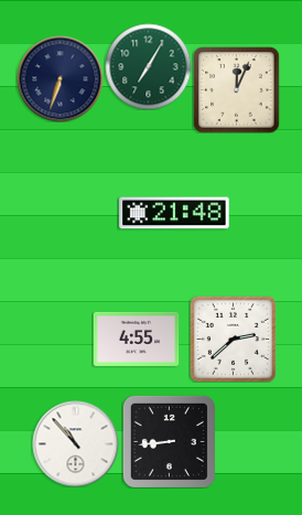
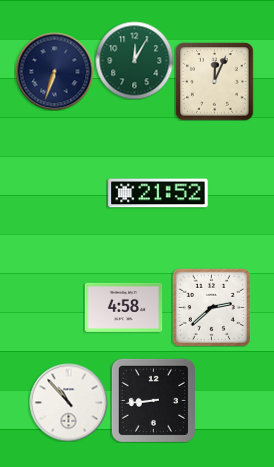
clock at (148, 66): 7:05 -> 12:05
clock at (174, 213): 21:48 -> 21:52
clock at (136, 339): 4:55 -> 4:58
